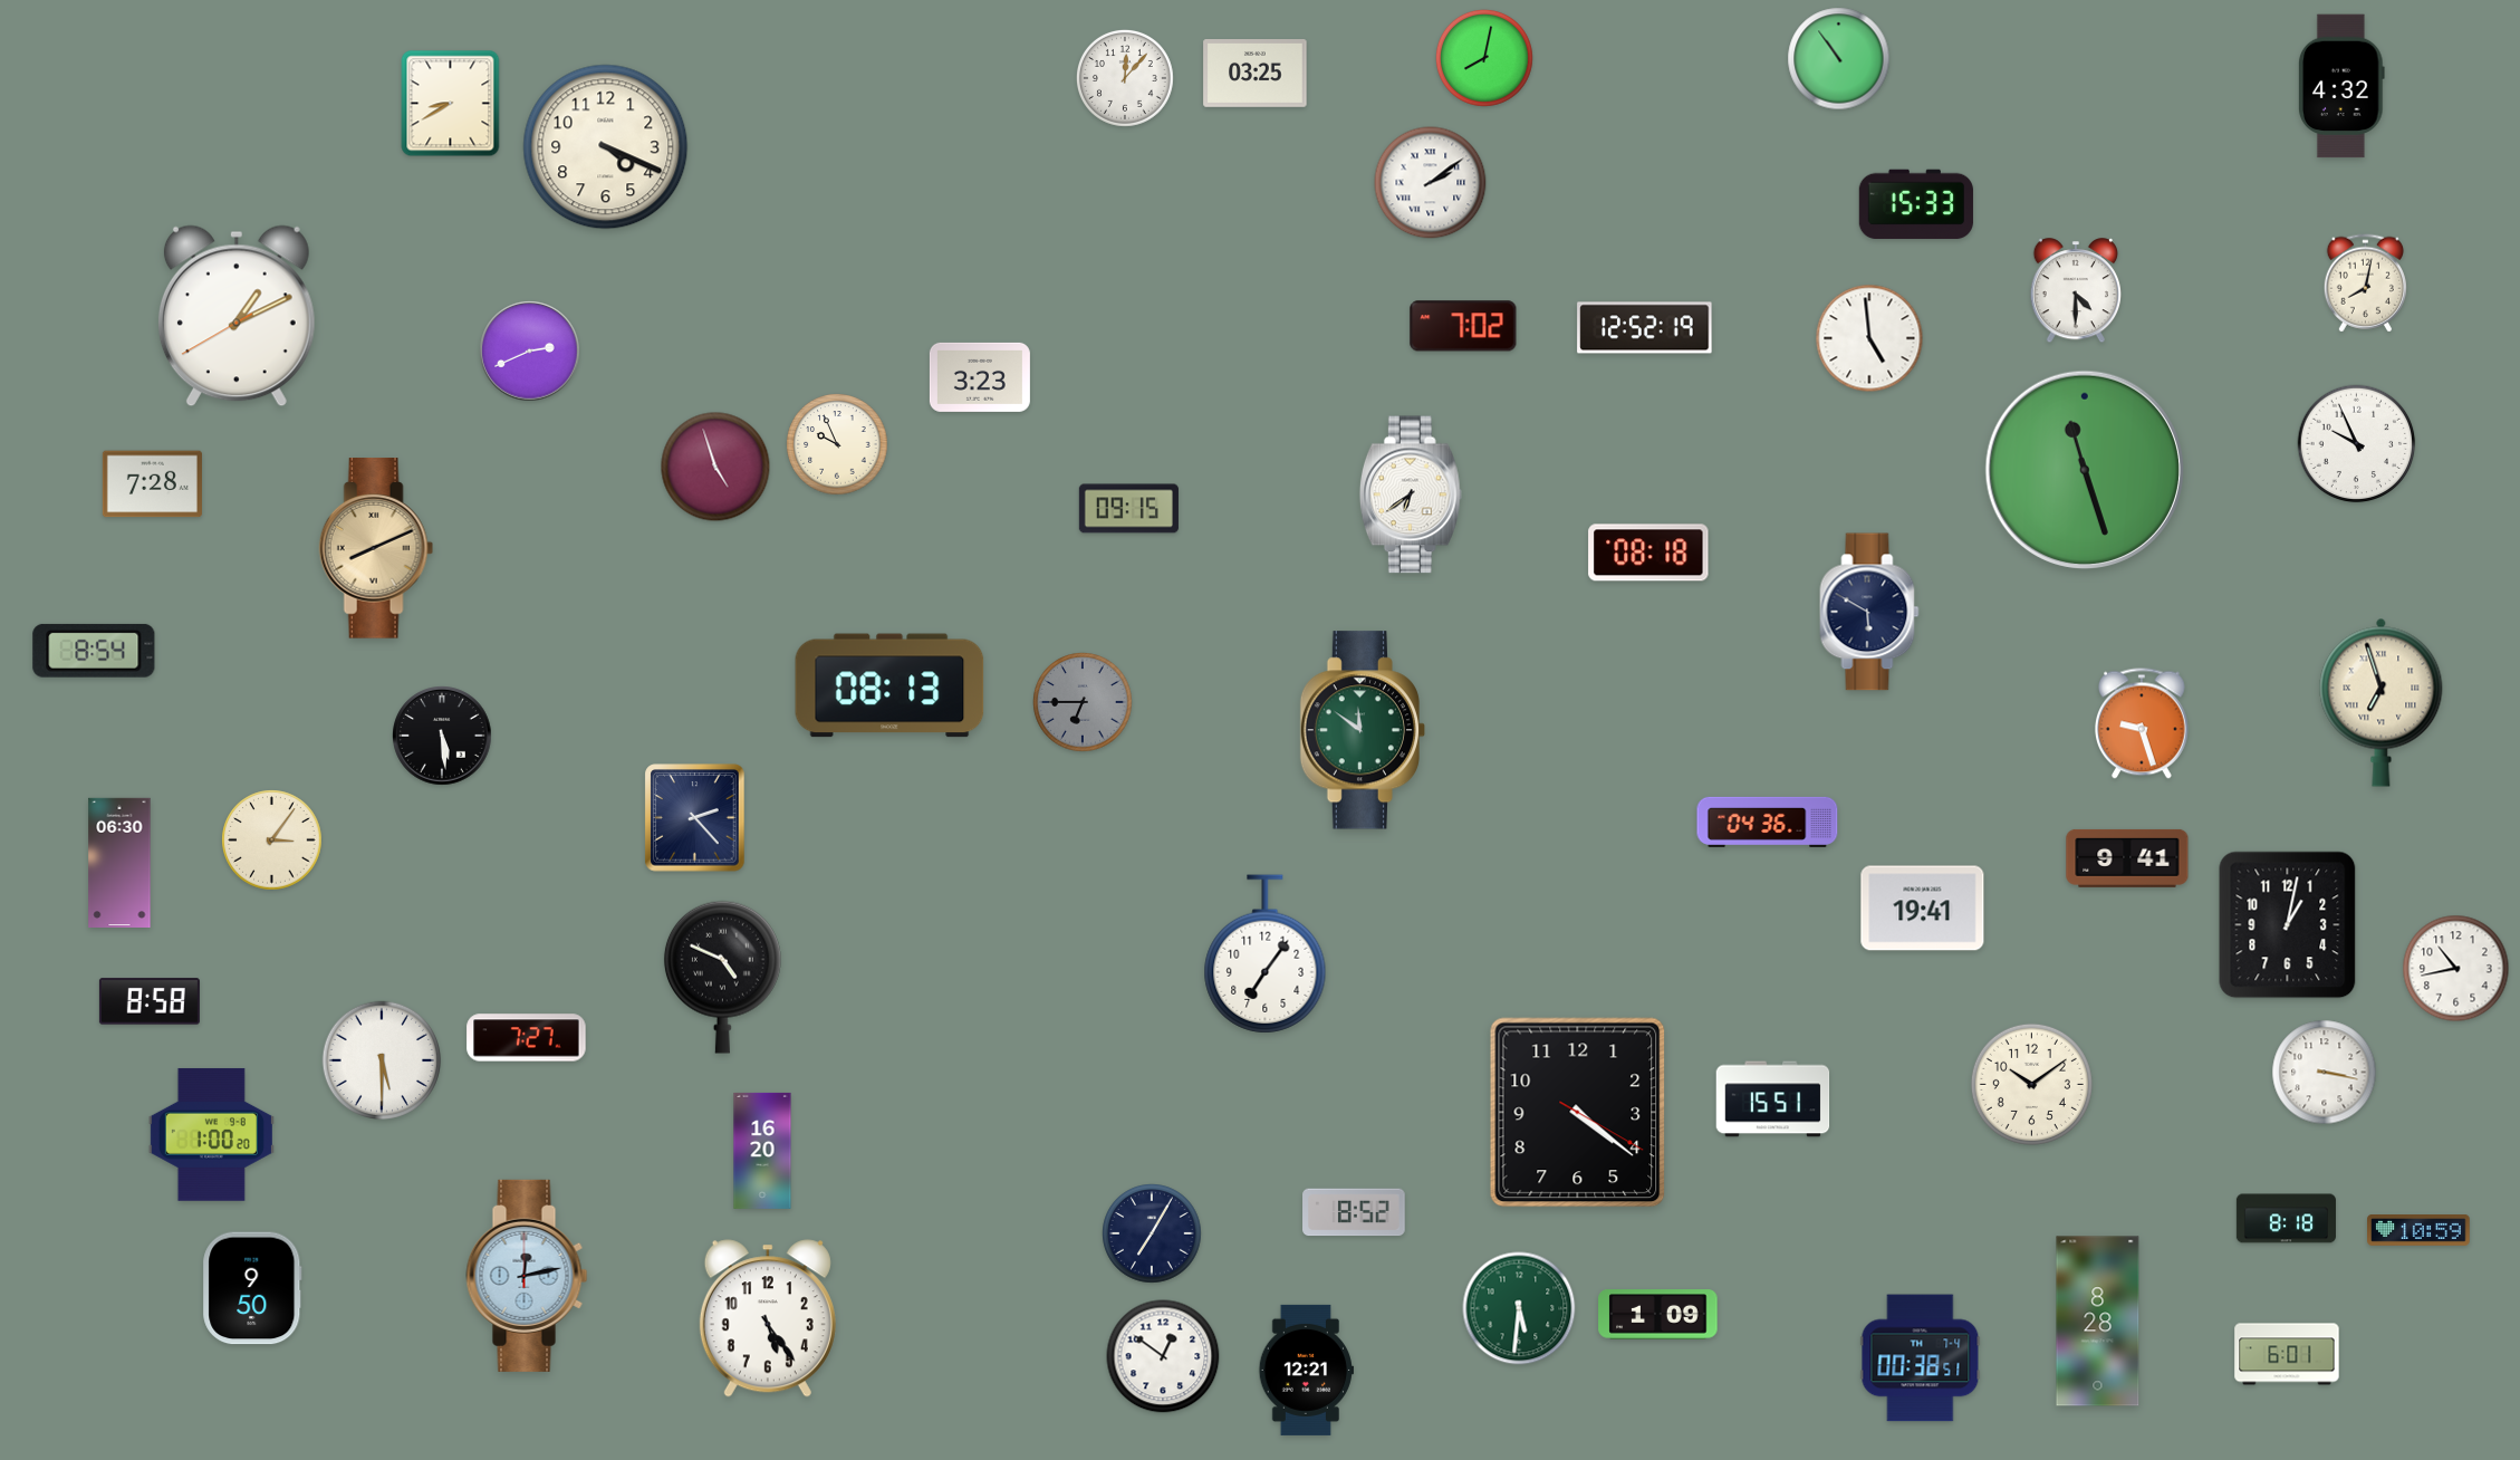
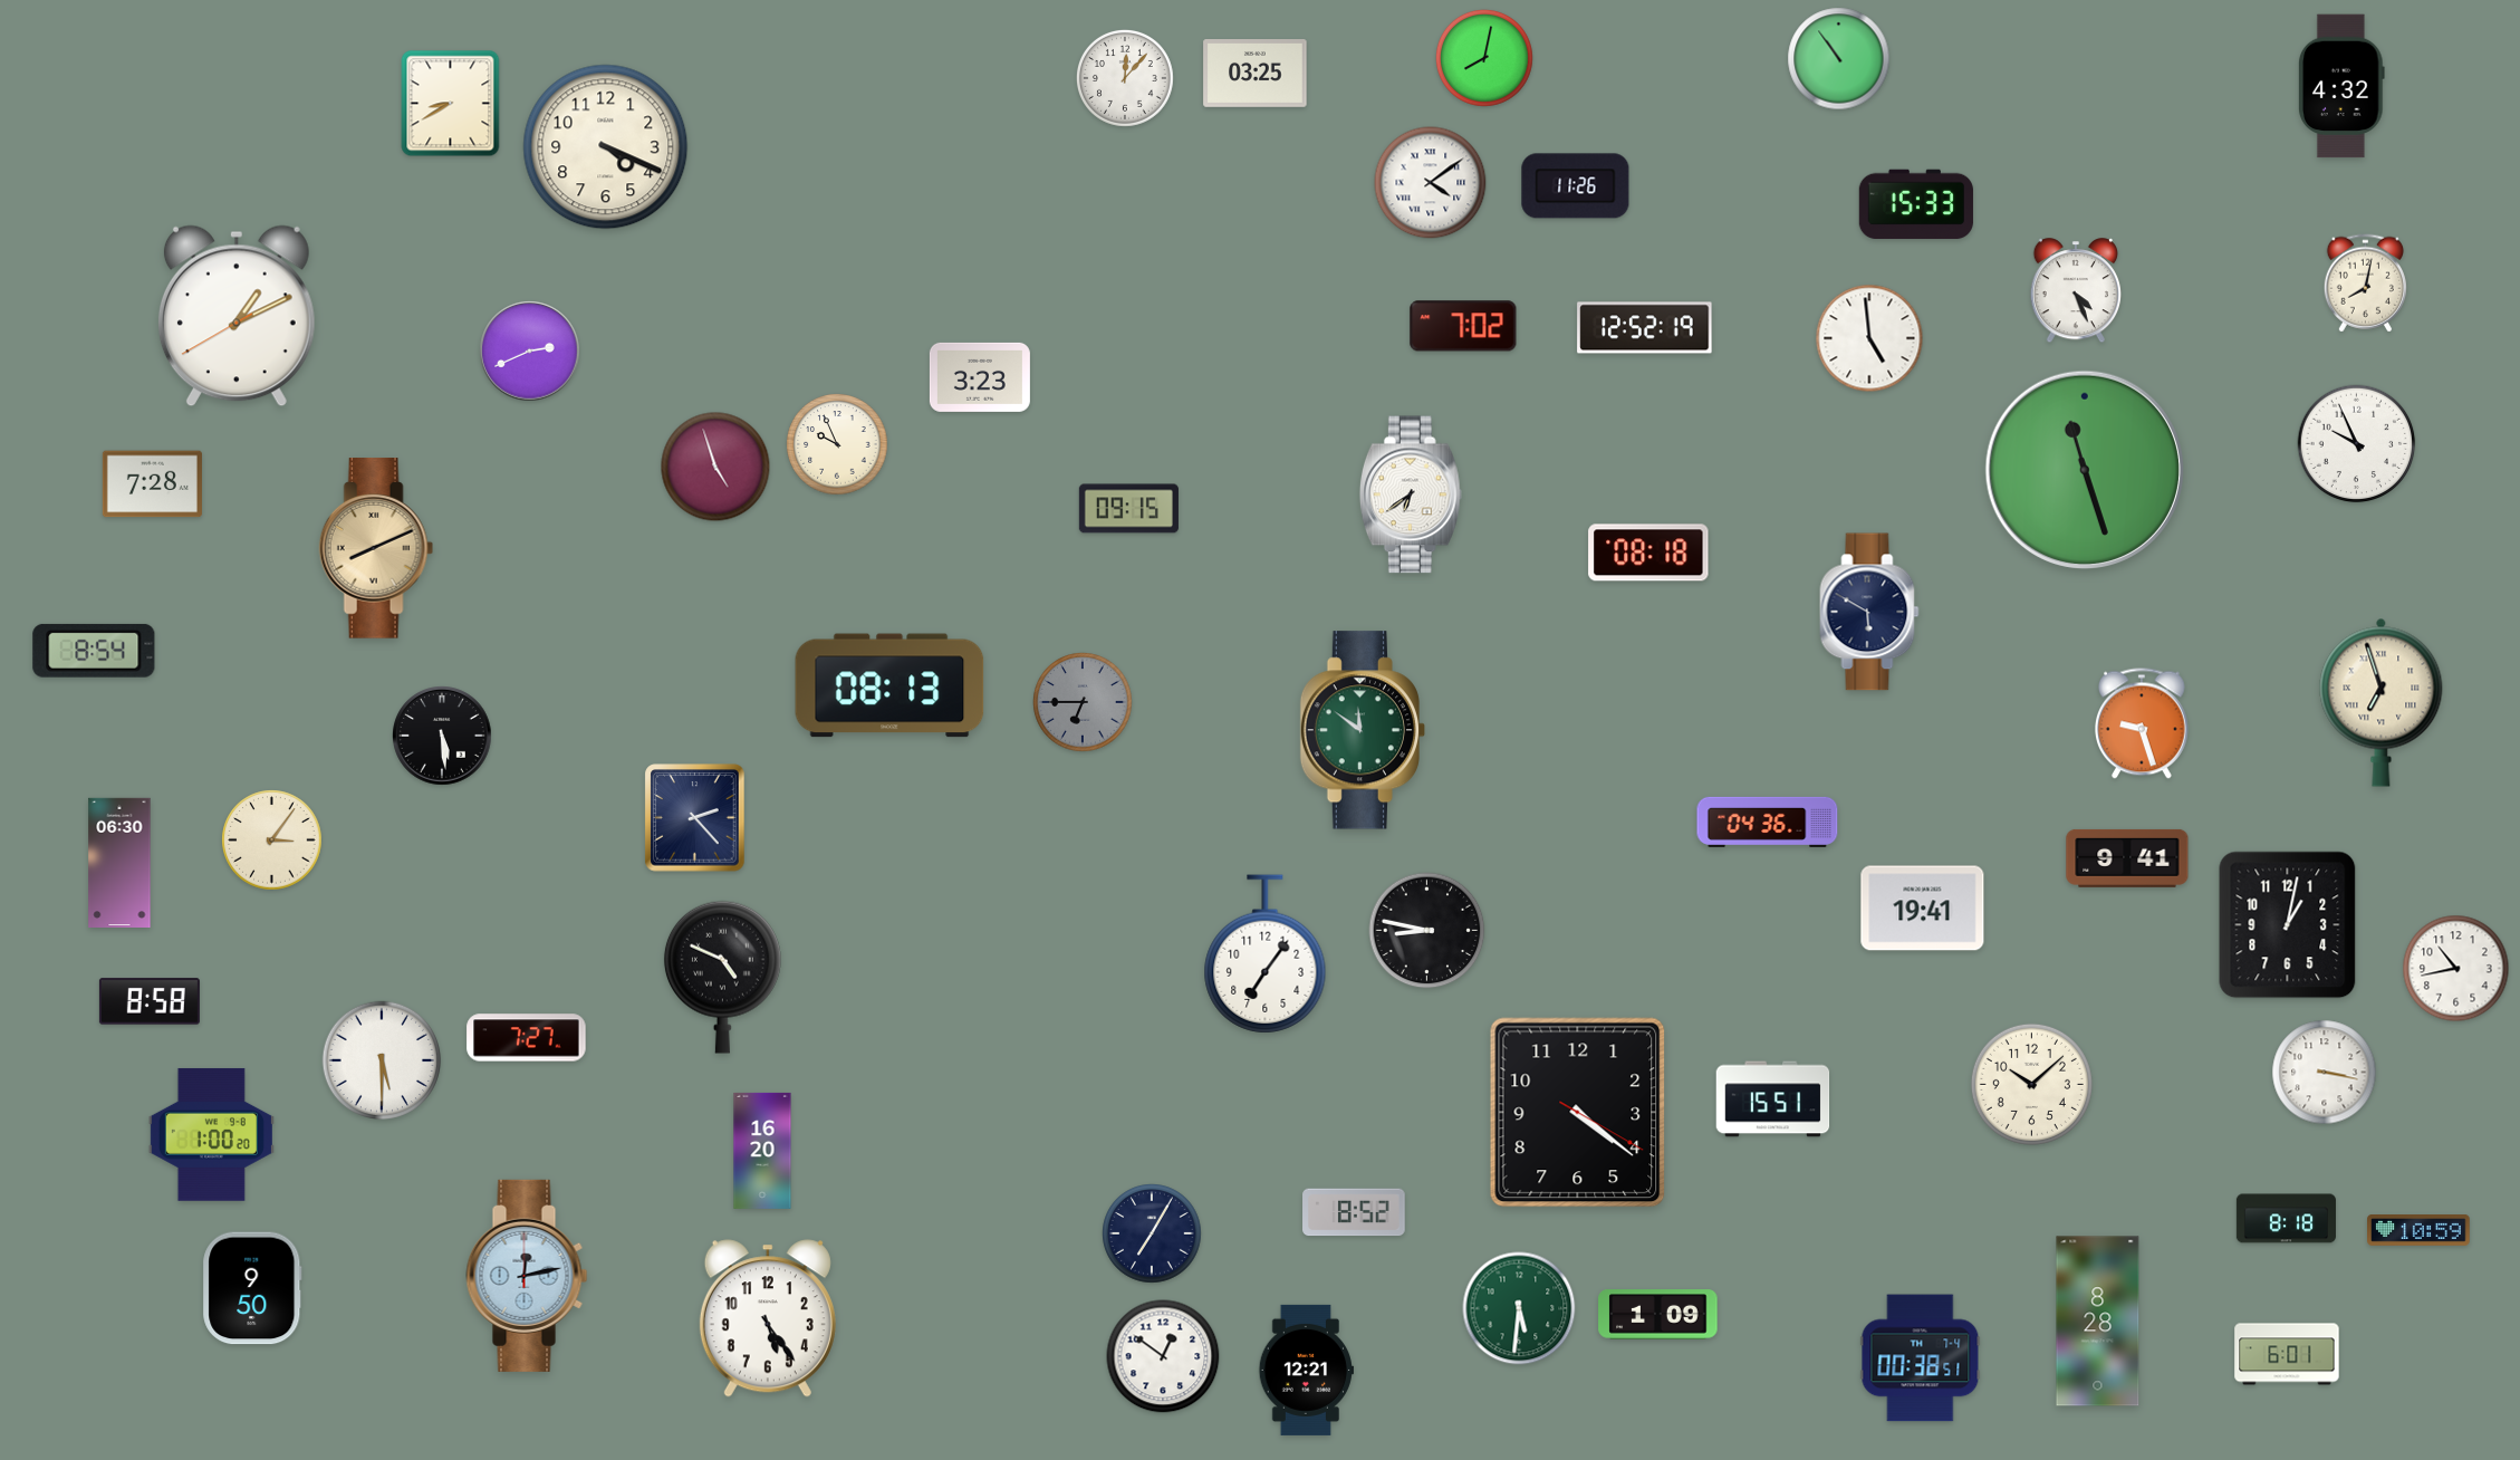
clock at (1431, 183): 2:09 -> 4:09
clock at (1576, 186): none -> 11:26
clock at (2075, 291): 4:30 -> 4:26
clock at (1427, 931): none -> 8:47
clock at (2031, 1084): 10:09 -> 10:08
